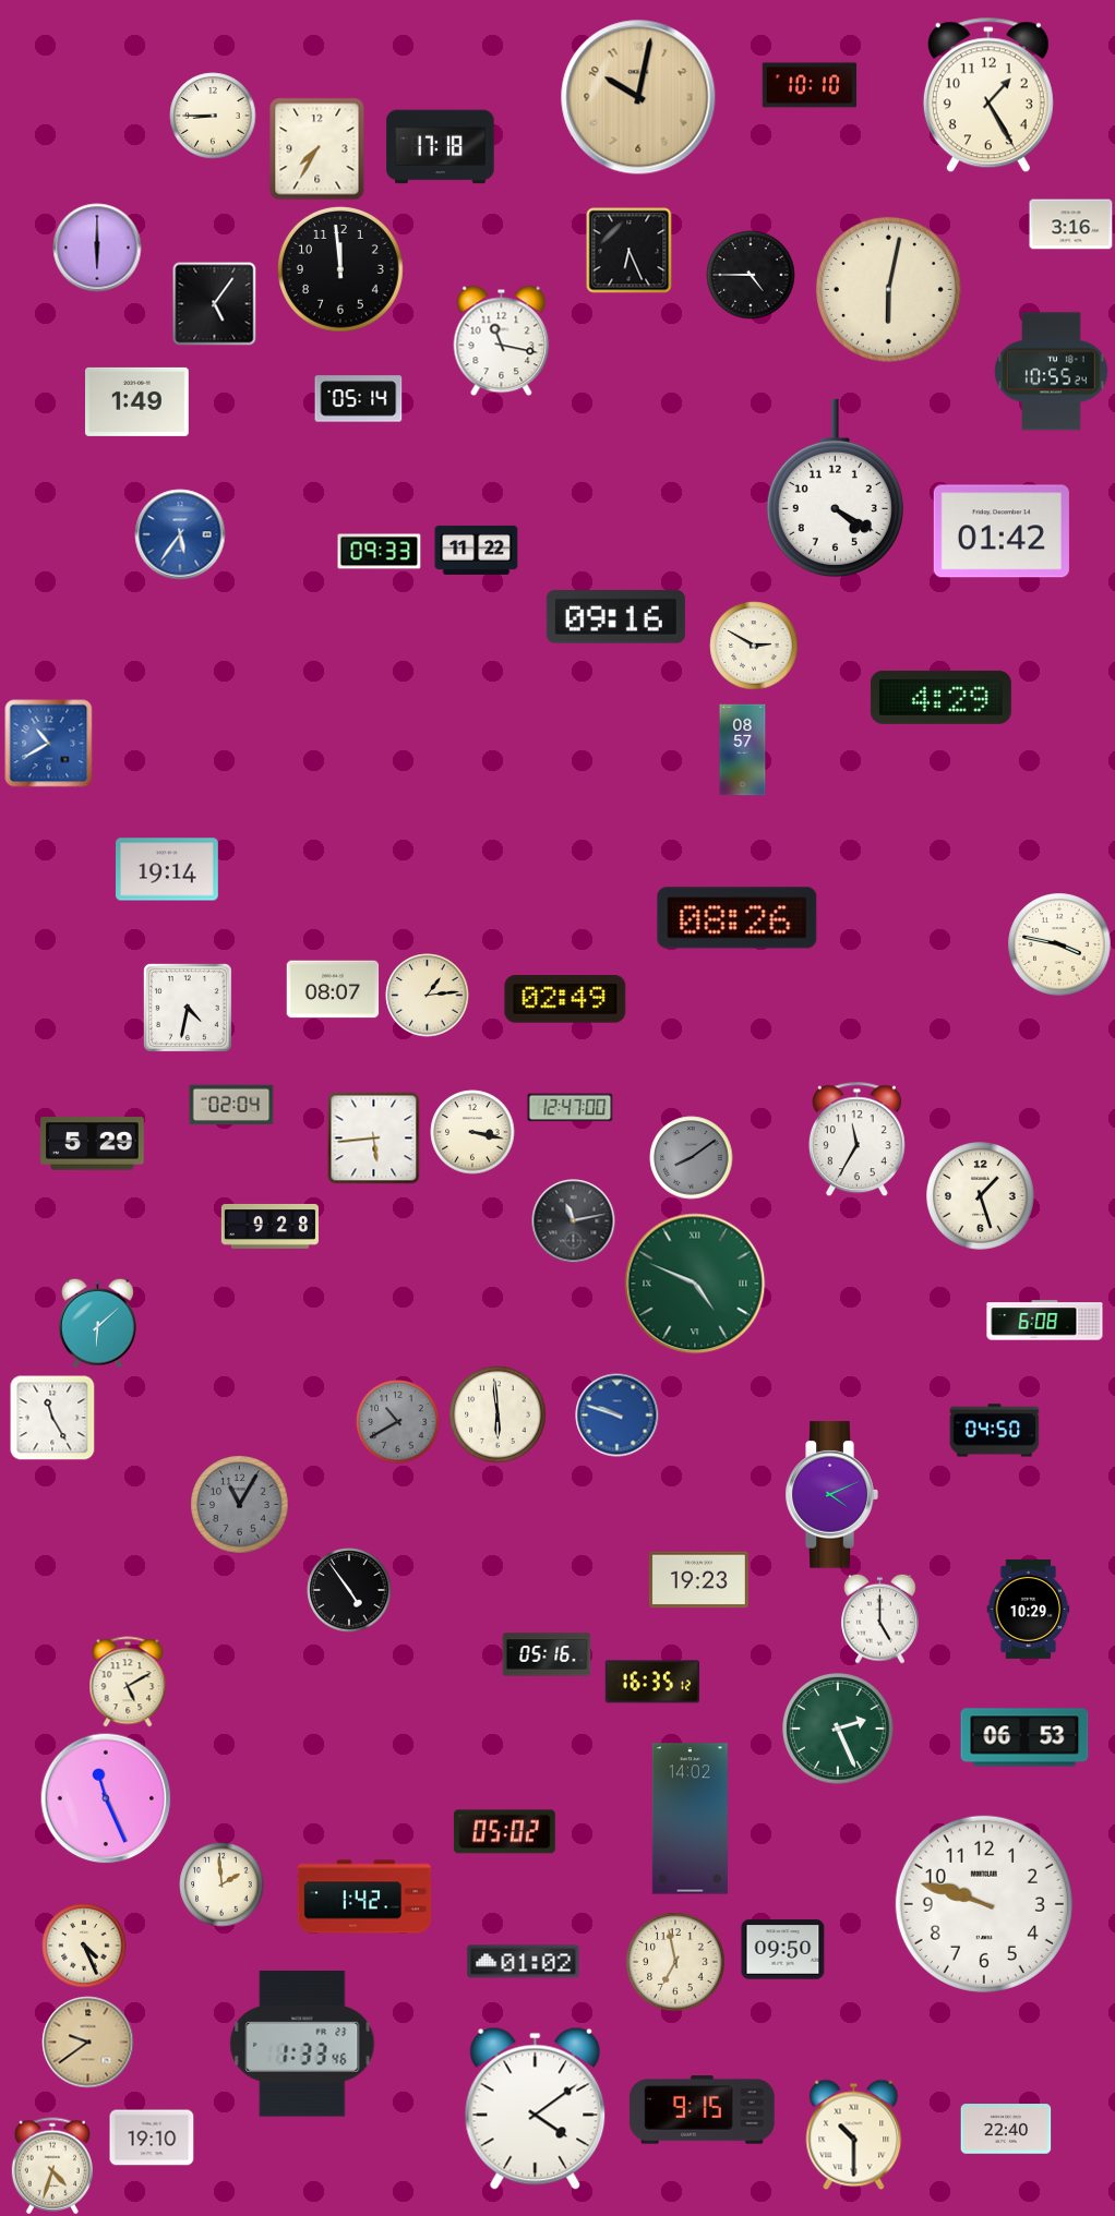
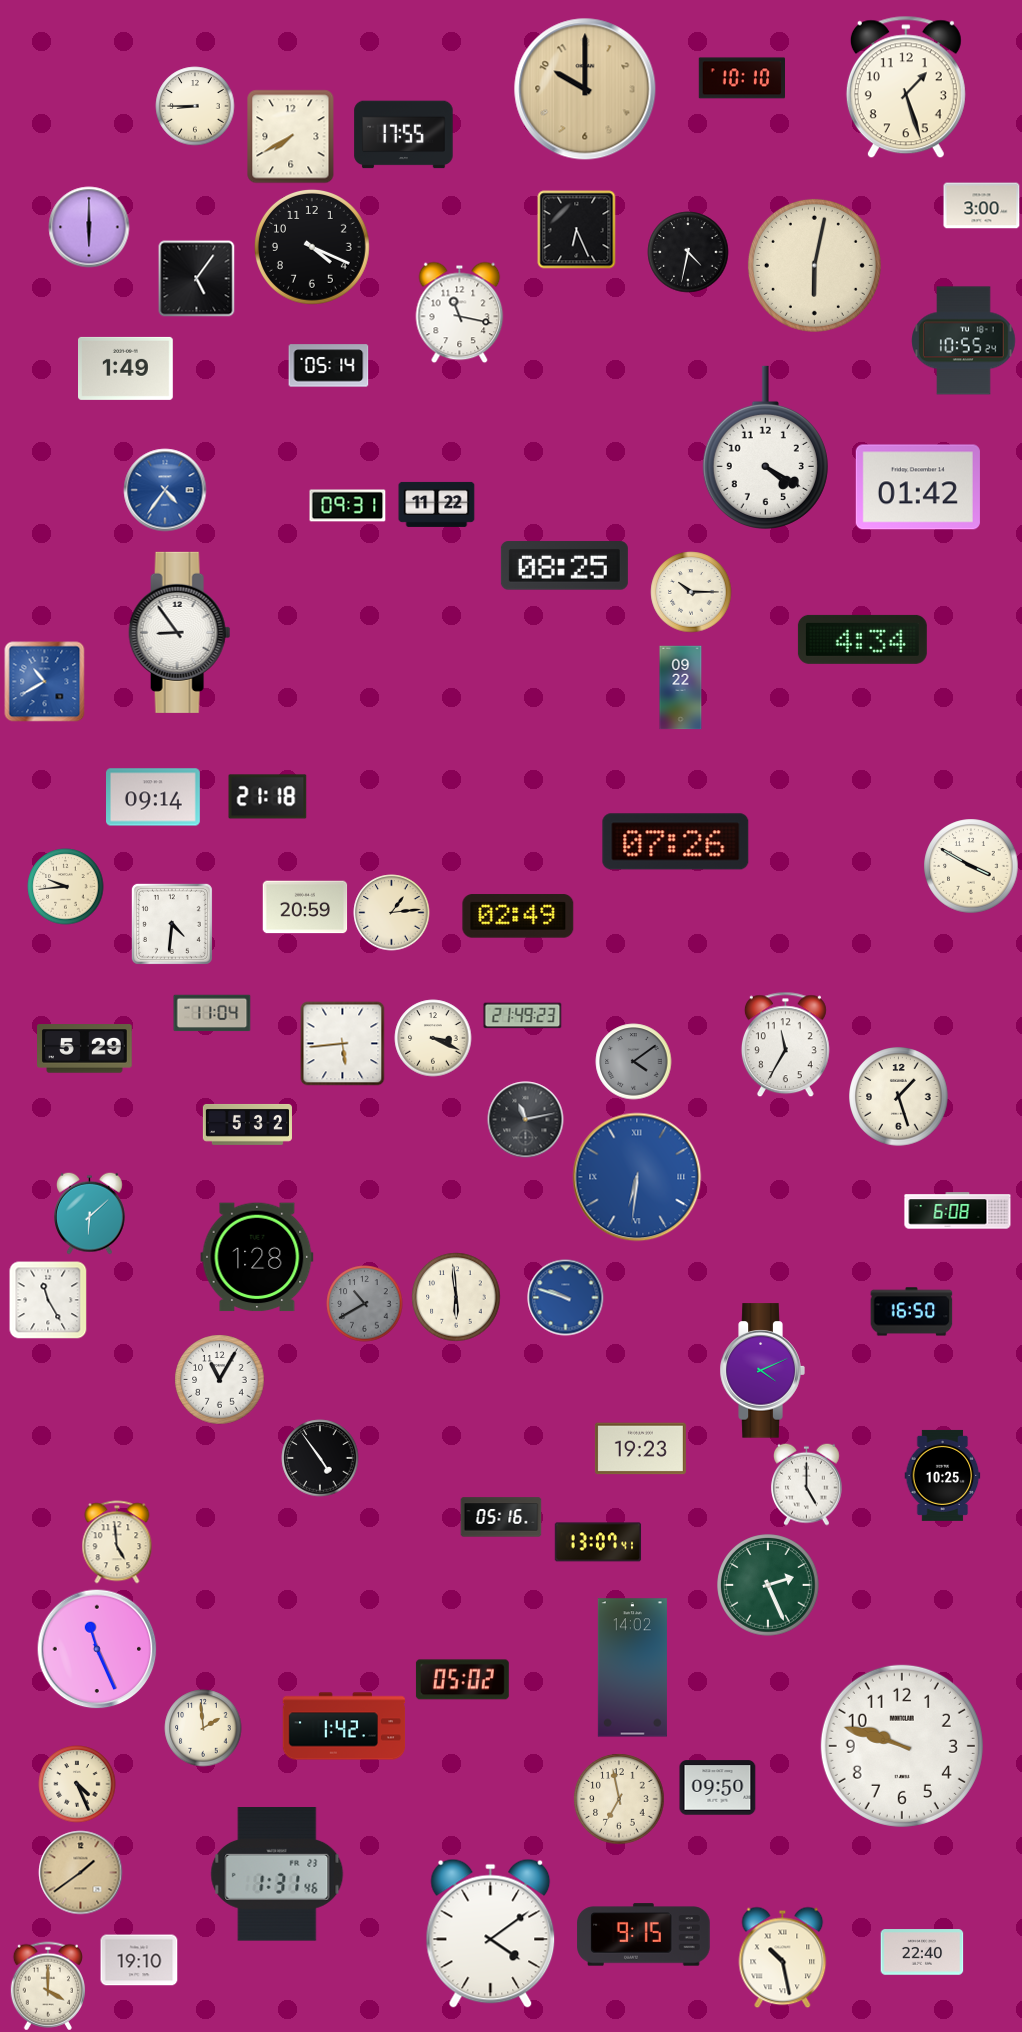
clock at (988, 95): 1:25 -> 1:27
clock at (638, 97): 10:02 -> 10:00
clock at (441, 147): 17:18 -> 17:55
clock at (317, 149): 7:35 -> 7:40
clock at (1071, 225): 3:16 -> 3:00
clock at (340, 269): 11:59 -> 4:19
clock at (751, 275): 4:45 -> 4:32
clock at (180, 534): 5:36 -> 4:36
clock at (380, 552): 09:33 -> 09:31
clock at (615, 617): 09:16 -> 08:25
clock at (754, 646): 2:50 -> 10:15
clock at (180, 632): none -> 8:54
clock at (940, 697): 4:29 -> 4:34
clock at (743, 750): 08:57 -> 09:22
clock at (168, 869): 19:14 -> 09:14
clock at (268, 797): none -> 21:18
clock at (738, 918): 08:26 -> 07:26
clock at (1059, 944): 3:47 -> 3:50
clock at (66, 887): none -> 9:44
clock at (333, 989): 08:07 -> 20:59
clock at (188, 1008): 4:32 -> 4:31
clock at (231, 1105): 02:04 -> 11:04
clock at (571, 1108): 12:47 -> 21:49
clock at (472, 1132): 3:17 -> 3:19
clock at (692, 1158): 8:09 -> 4:09
clock at (269, 1226): 9:28 -> 5:32
clock at (695, 1284): 4:49 -> 6:31
clock at (695, 1284) dial: green -> blue
clock at (257, 1257): none -> 1:28
clock at (995, 1431): 04:50 -> 16:50
clock at (240, 1505) dial: grey -> white
clock at (1029, 1609): 10:29 -> 10:25
clock at (128, 1682): 5:10 -> 4:59
clock at (652, 1682): 16:35 -> 13:07
clock at (1024, 1737): 06:53 -> none
clock at (364, 1896) position: (364, 1896) -> (344, 1726)
clock at (524, 1962): 01:02 -> none
clock at (88, 2043): 9:39 -> 1:39
clock at (302, 2044): 1:33 -> 1:31
clock at (854, 2135): 10:30 -> 10:28
clock at (52, 2166): 4:33 -> 4:00
